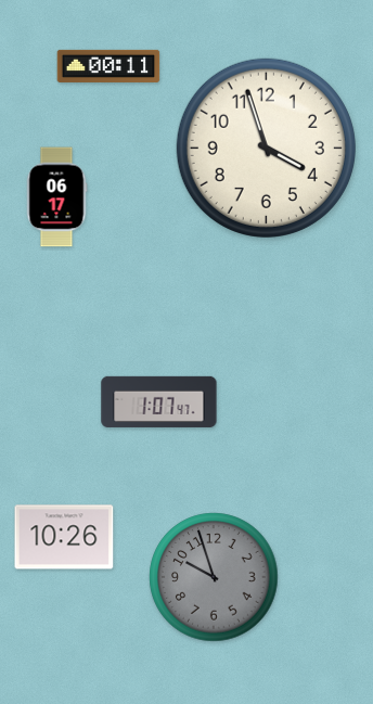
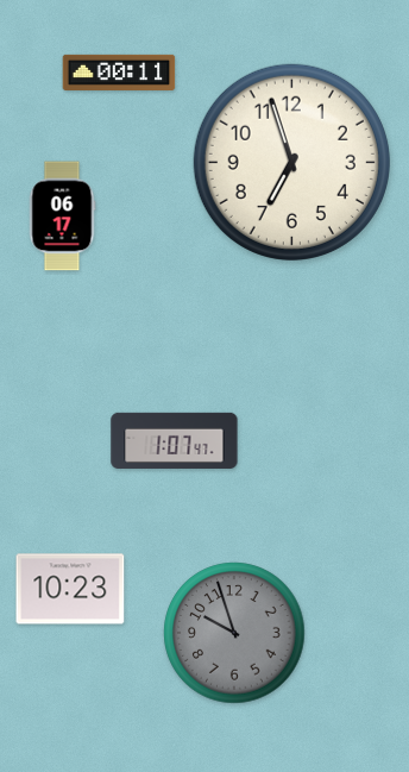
clock at (266, 148): 3:57 -> 6:57
clock at (64, 537): 10:26 -> 10:23
